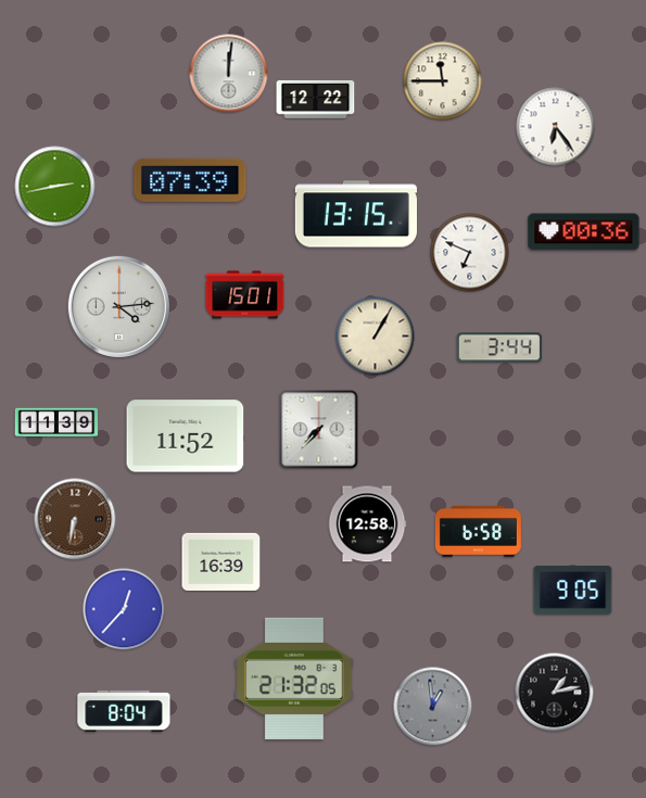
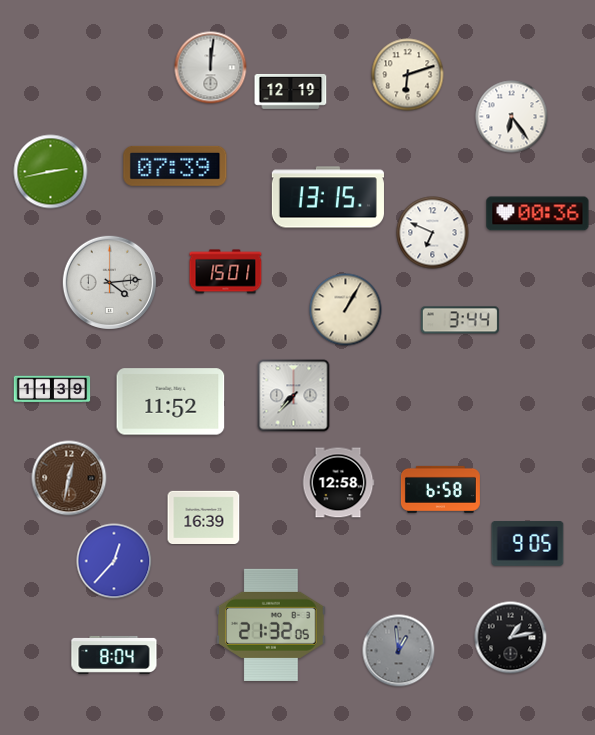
clock at (443, 81): 11:45 -> 6:12
clock at (316, 99): 12:22 -> 12:19
clock at (75, 519): 6:32 -> 12:32
